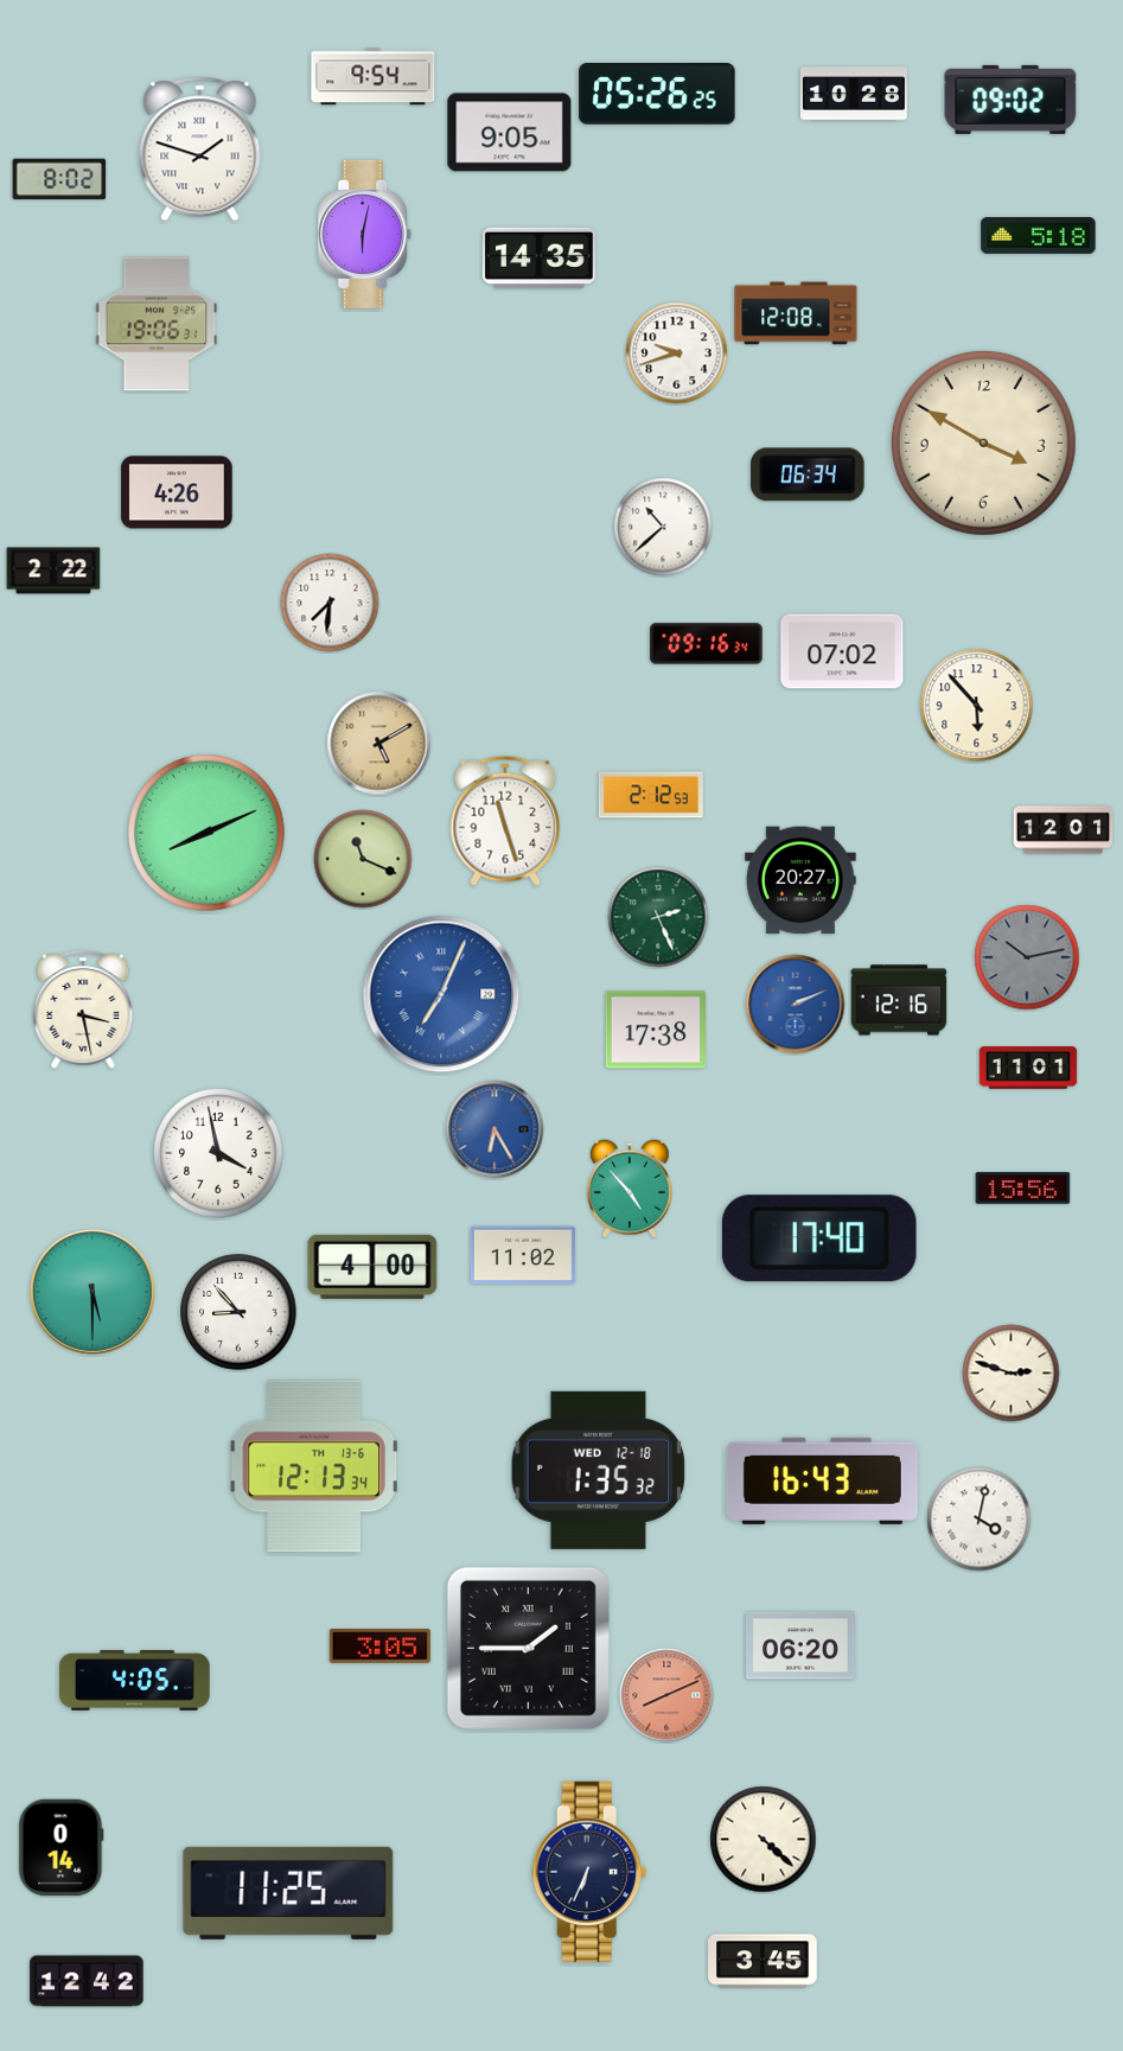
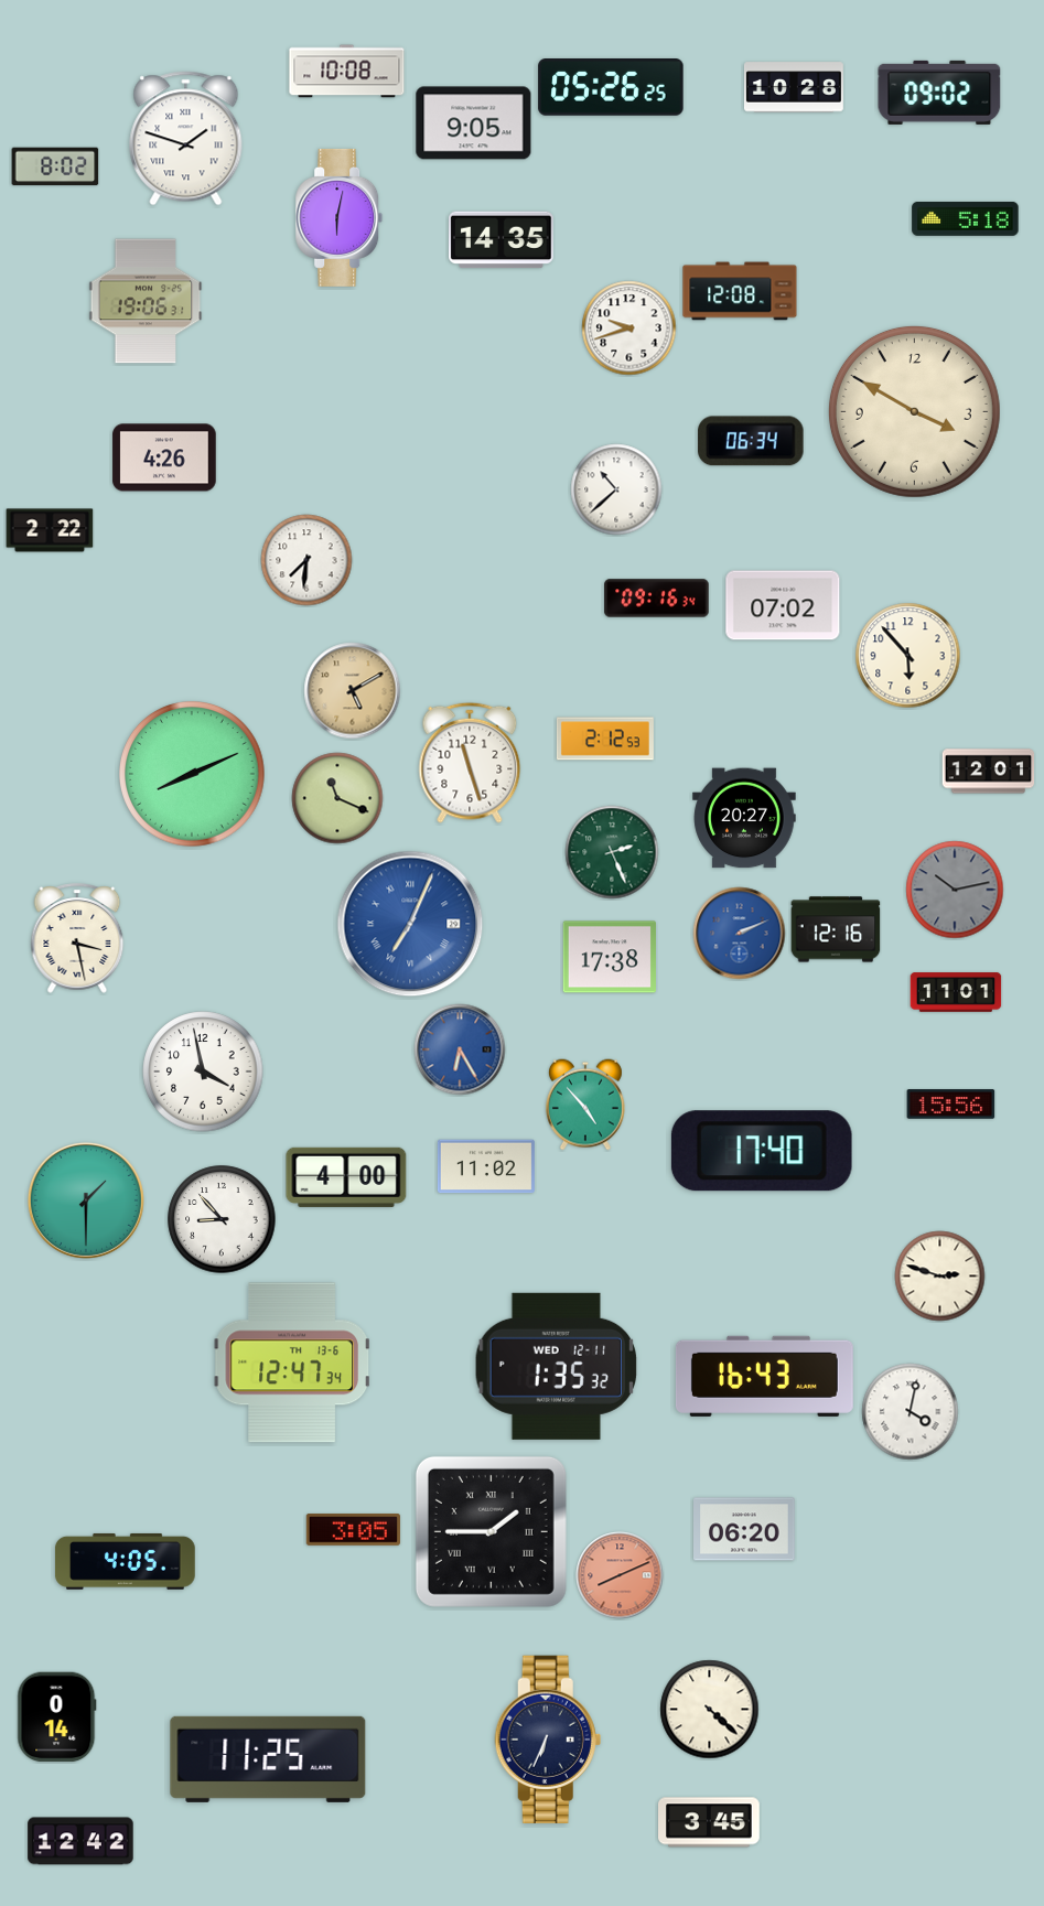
clock at (374, 77): 9:54 -> 10:08
clock at (92, 1292): 5:30 -> 1:30
clock at (313, 1466): 12:13 -> 12:47
clock at (599, 1470) date: WED 12-18 -> WED 12-11
